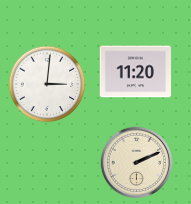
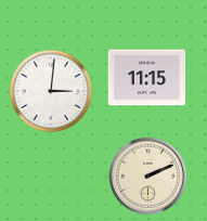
clock at (136, 72): 11:20 -> 11:15
